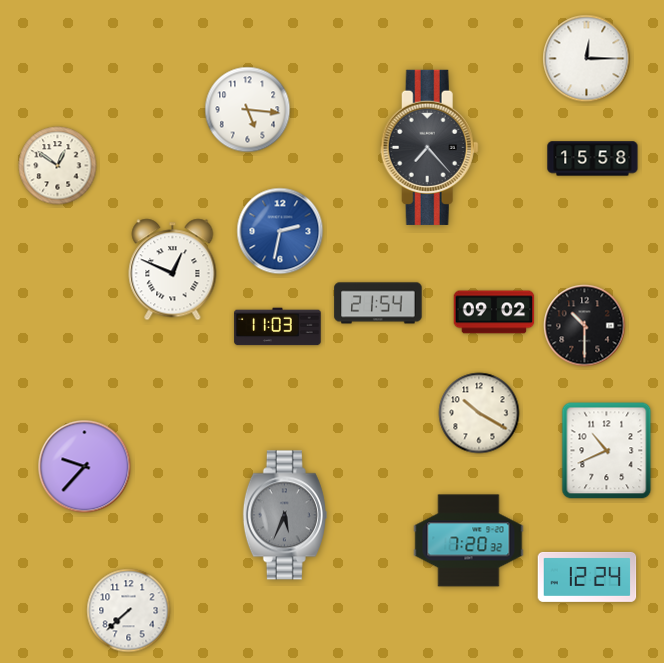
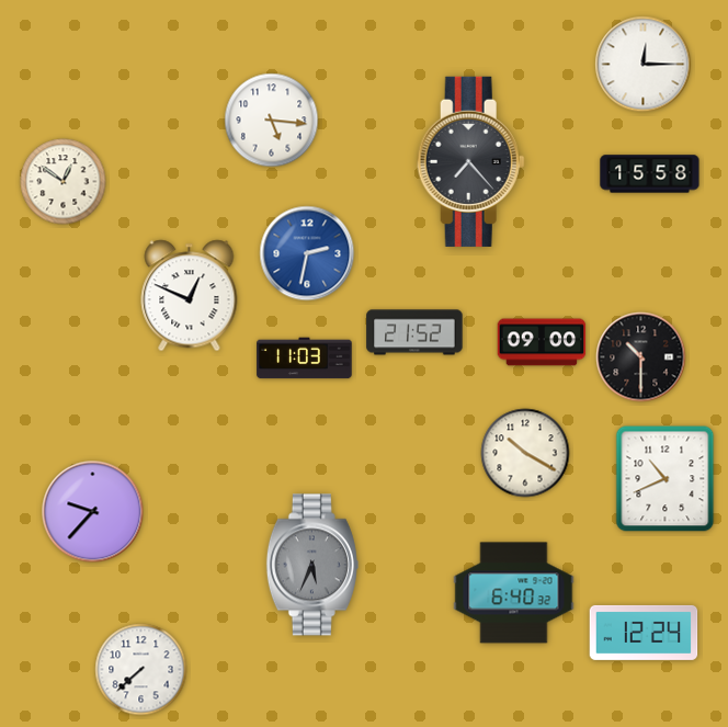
clock at (378, 303): 21:54 -> 21:52
clock at (494, 312): 09:02 -> 09:00
clock at (607, 451) position: (607, 451) -> (666, 479)
clock at (469, 541): 7:20 -> 6:40
